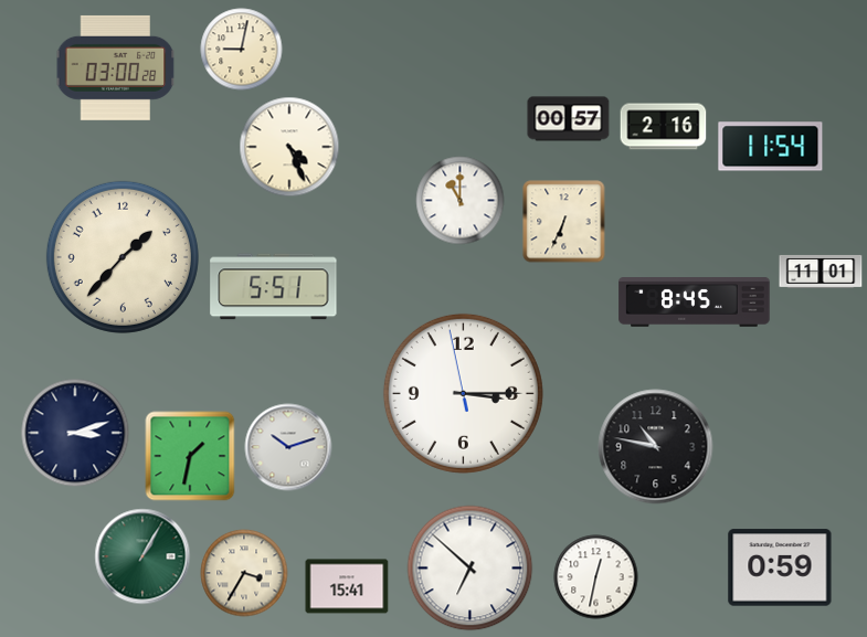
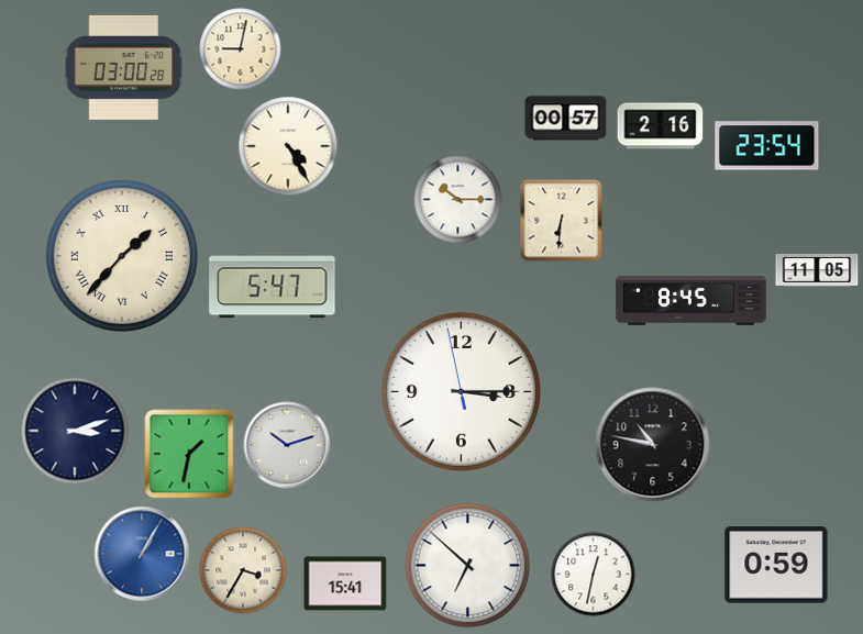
clock at (116, 67) position: (116, 67) -> (124, 67)
clock at (289, 147): 4:26 -> 4:25
clock at (771, 147): 11:54 -> 23:54
clock at (461, 201): 11:00 -> 10:15
clock at (564, 222): 6:34 -> 6:31
clock at (123, 257) numerals: Arabic -> Roman
clock at (821, 272): 11:01 -> 11:05
clock at (274, 287): 5:51 -> 5:47
clock at (142, 556) dial: green -> blue
